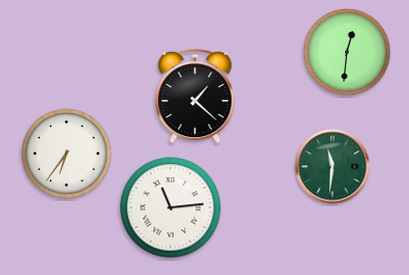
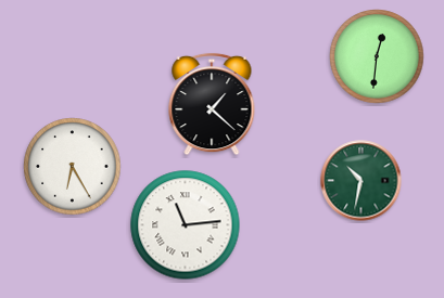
clock at (67, 154): 6:36 -> 6:25
clock at (333, 167): 11:31 -> 10:32
